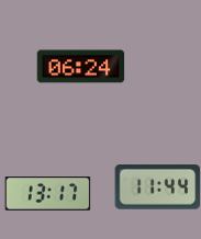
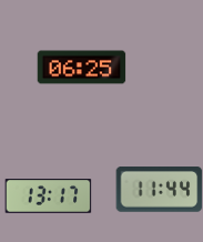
clock at (80, 67): 06:24 -> 06:25
